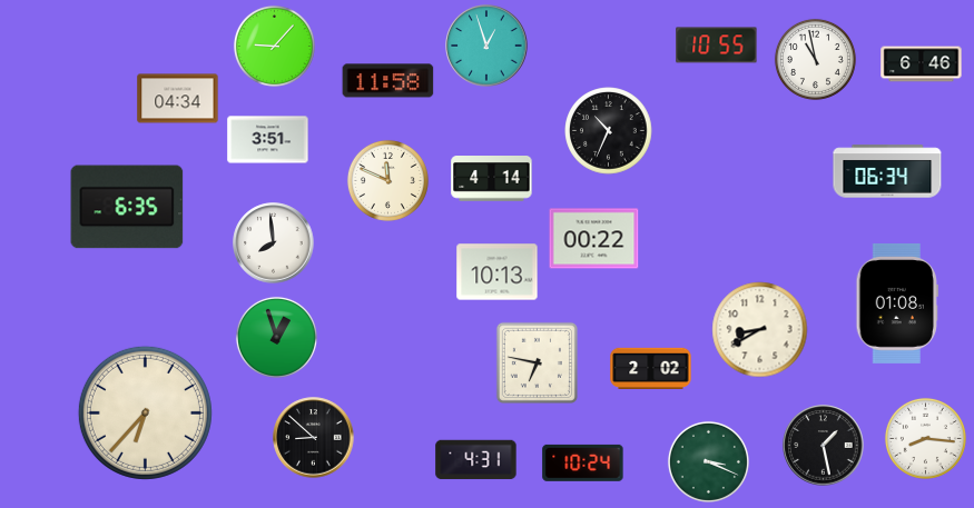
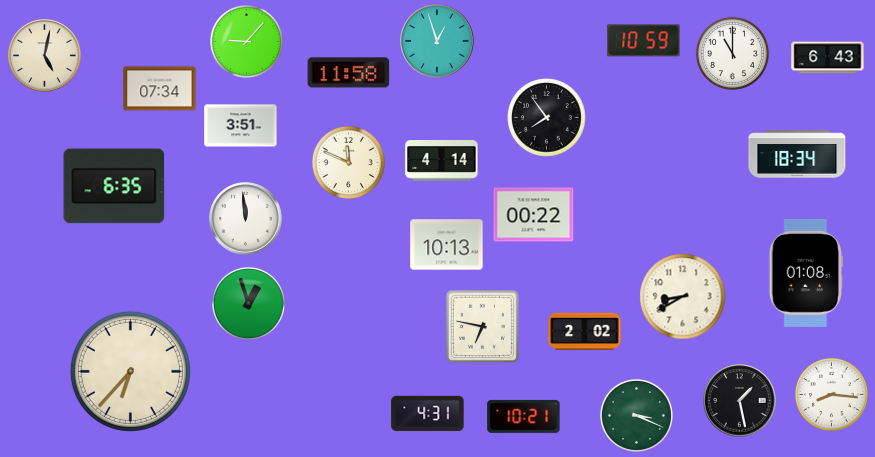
clock at (717, 46): 10:55 -> 10:59
clock at (815, 59): 10:58 -> 11:00
clock at (45, 56): none -> 5:02
clock at (922, 64): 6:46 -> 6:43
clock at (178, 99): 04:34 -> 07:34
clock at (609, 131): 10:34 -> 7:54
clock at (887, 171): 06:34 -> 18:34
clock at (274, 243): 7:59 -> 11:59
clock at (314, 438): 8:52 -> none
clock at (583, 462): 10:24 -> 10:21
